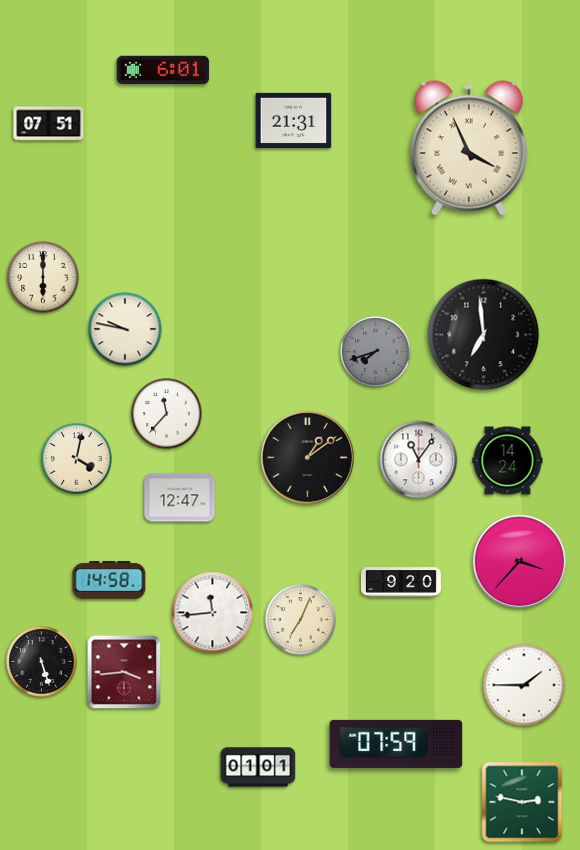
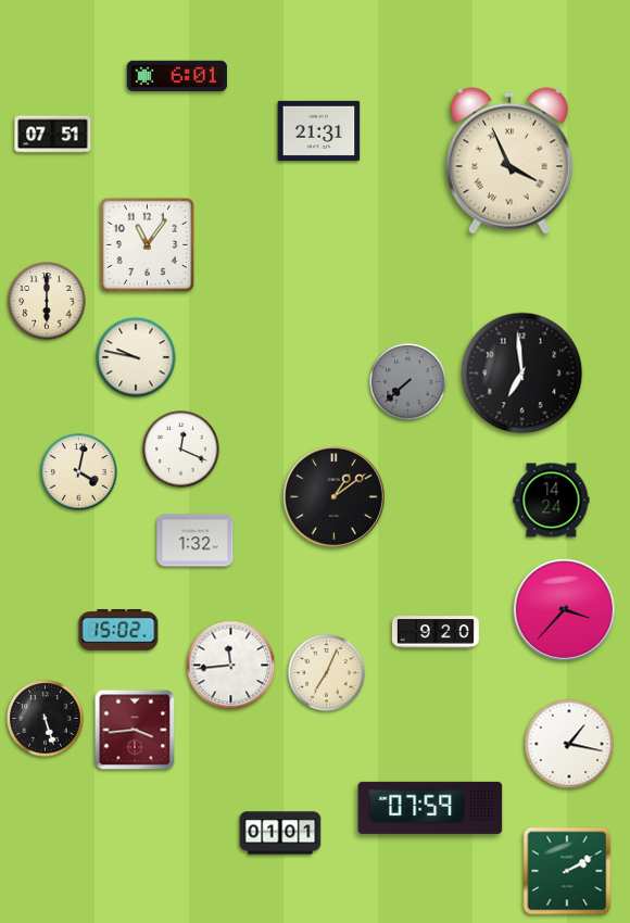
clock at (147, 244): none -> 11:06
clock at (484, 335) position: (484, 335) -> (522, 374)
clock at (376, 352): 7:42 -> 7:38
clock at (167, 414): 11:37 -> 12:19
clock at (77, 459) position: (77, 459) -> (79, 472)
clock at (419, 460): 11:06 -> none
clock at (180, 498): 12:47 -> 1:32
clock at (109, 580): 14:58 -> 15:02
clock at (524, 685): 1:45 -> 1:17
clock at (522, 802): 2:47 -> 2:10
